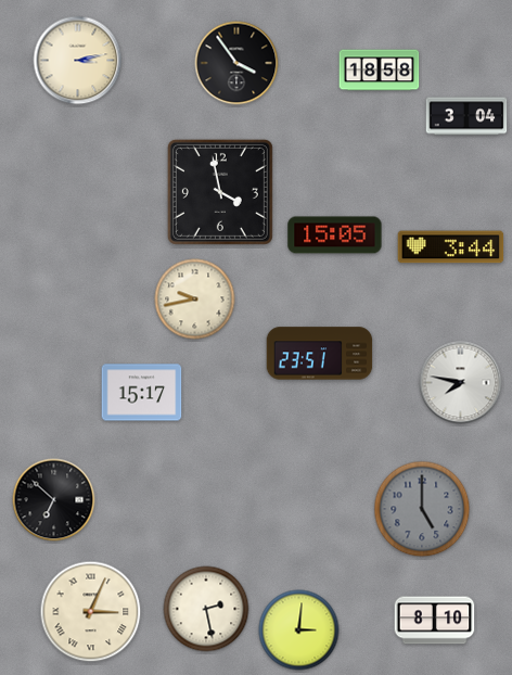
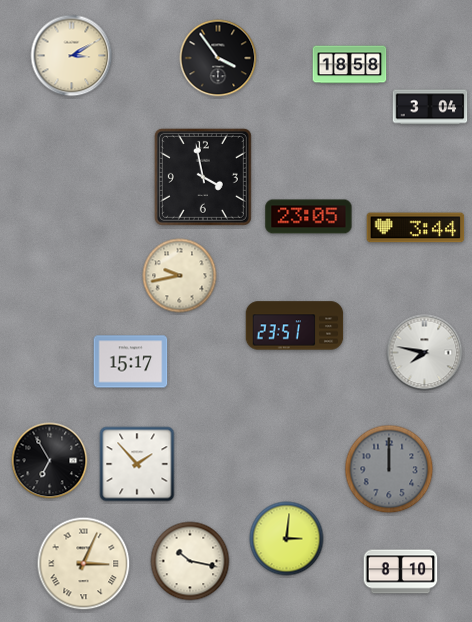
clock at (78, 61): 3:13 -> 3:10
clock at (335, 235): 15:05 -> 23:05
clock at (54, 500): 6:52 -> 6:55
clock at (137, 464): none -> 1:53
clock at (422, 509): 5:00 -> 12:00
clock at (206, 609): 2:28 -> 10:17
clock at (299, 631) position: (299, 631) -> (287, 539)
